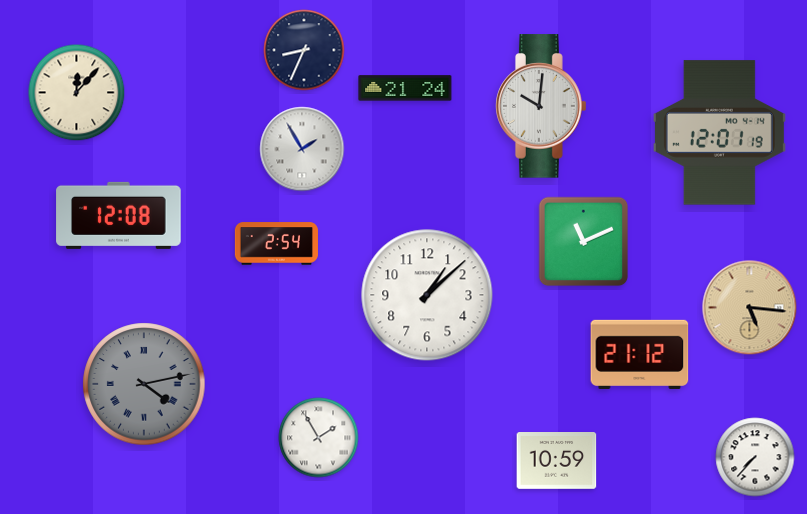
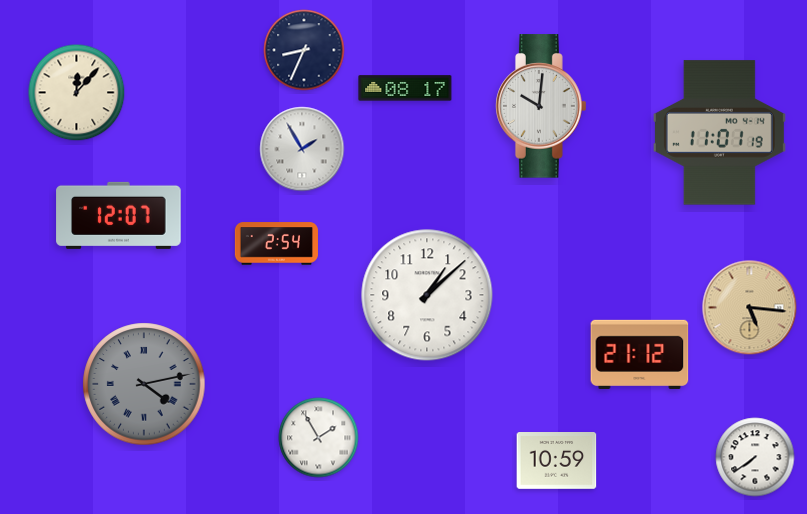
clock at (405, 88): 21:24 -> 08:17
clock at (719, 133): 12:01 -> 11:01
clock at (119, 215): 12:08 -> 12:07
clock at (584, 242): 11:11 -> none
clock at (755, 457): 7:37 -> 7:39
